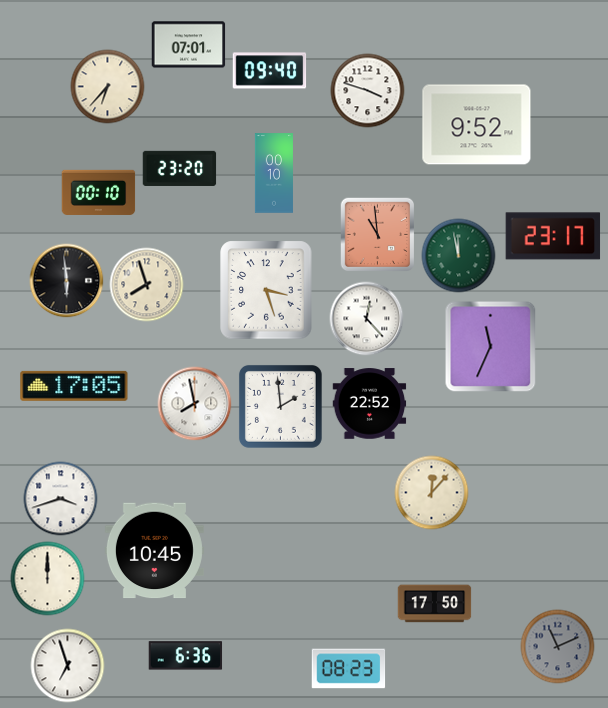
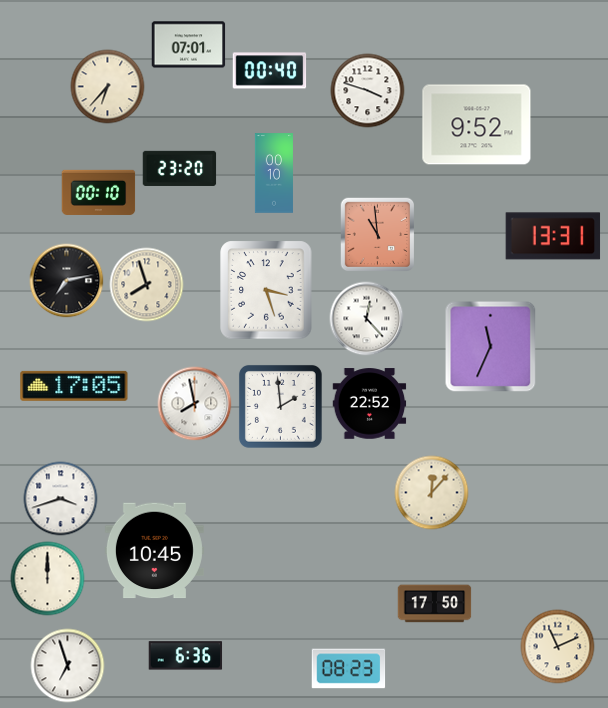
clock at (270, 71): 09:40 -> 00:40
clock at (553, 236): 23:17 -> 13:31
clock at (459, 256): 11:58 -> none
clock at (67, 281): 5:59 -> 7:13
clock at (558, 647) dial: grey -> cream
